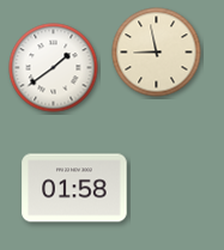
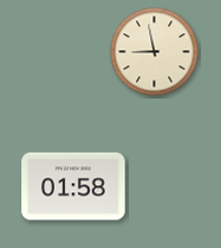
clock at (54, 68): 1:39 -> none
